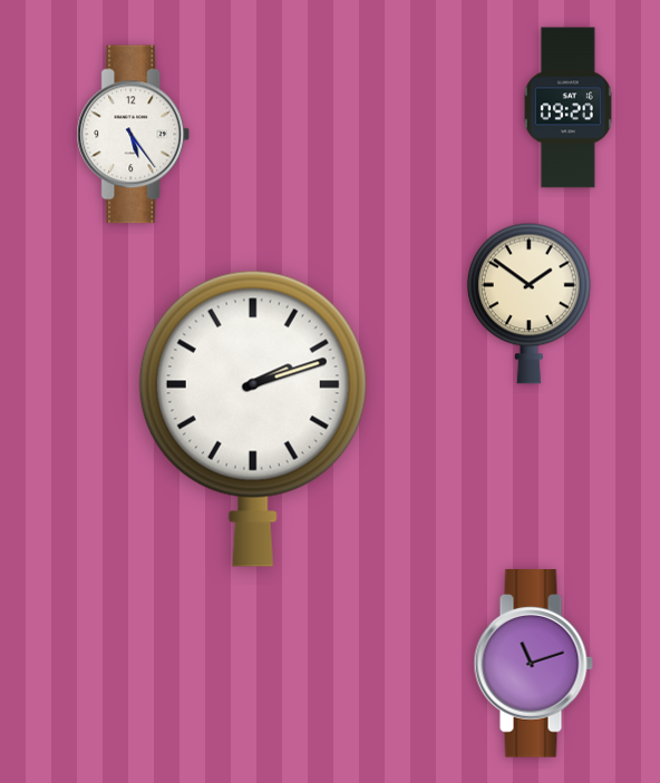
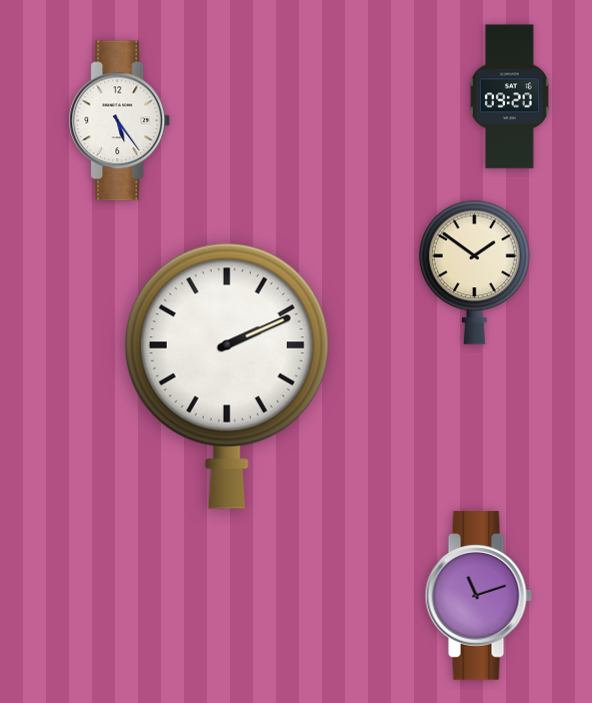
clock at (253, 419): 2:12 -> 2:11
